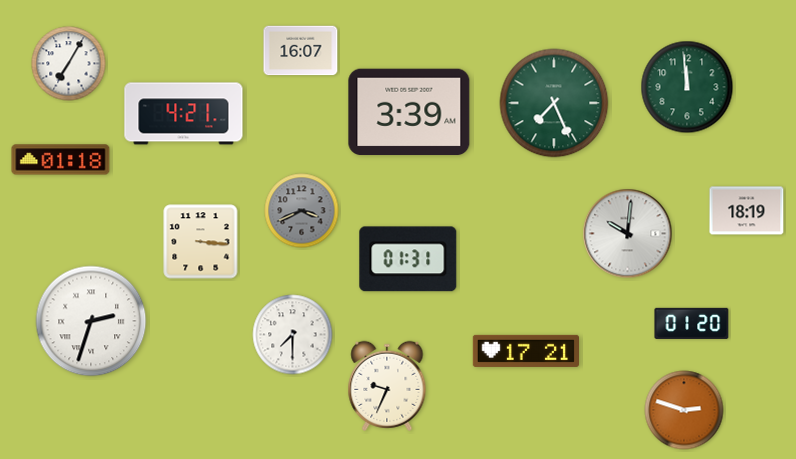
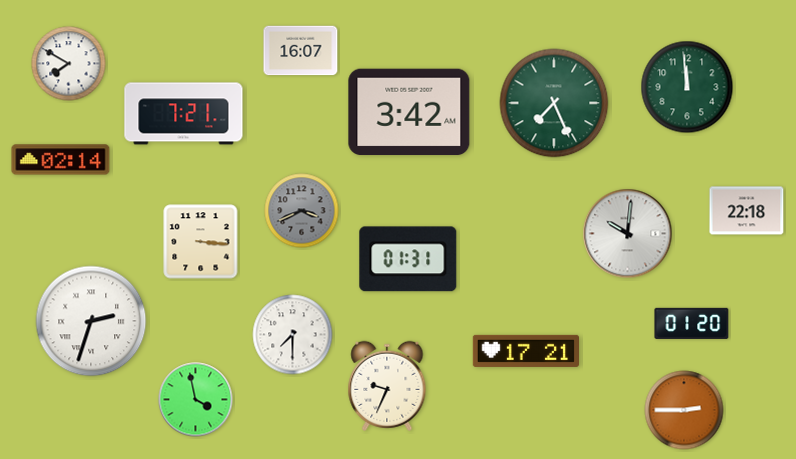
clock at (69, 64): 7:05 -> 7:50
clock at (409, 112): 3:39 -> 3:42
clock at (184, 114): 4:21 -> 7:21
clock at (61, 160): 01:18 -> 02:14
clock at (747, 211): 18:19 -> 22:18
clock at (196, 400): none -> 3:58
clock at (684, 410): 2:48 -> 2:45
